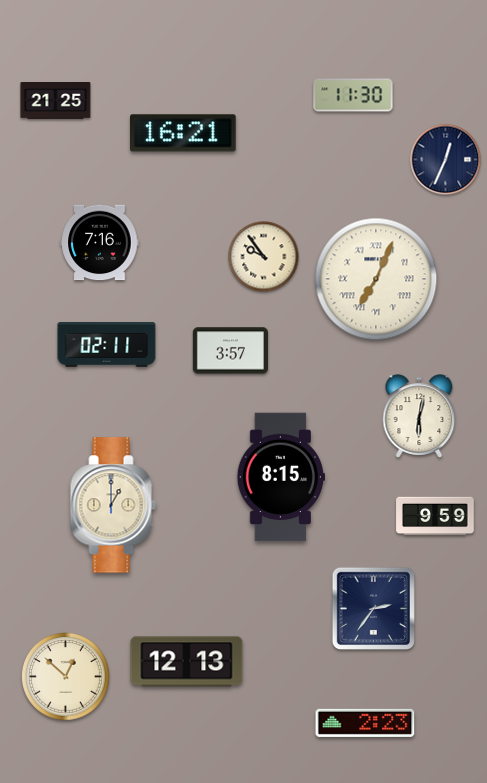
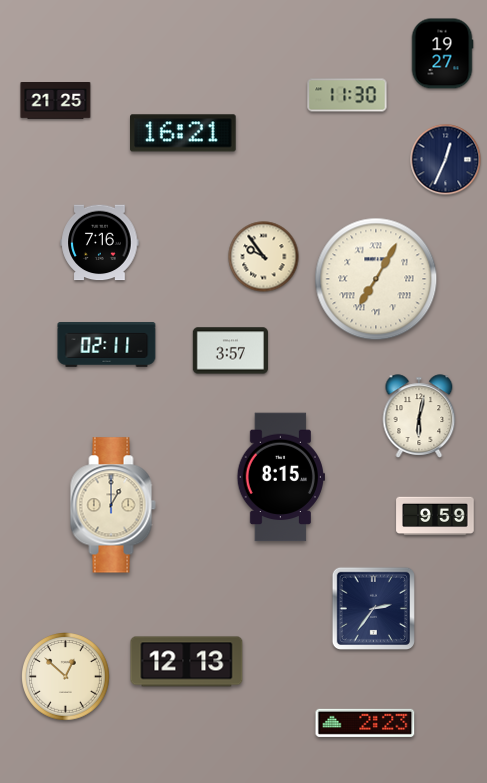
clock at (442, 54): none -> 19:27
clock at (353, 95) position: (353, 95) -> (347, 95)
clock at (376, 279): 7:04 -> 7:05
